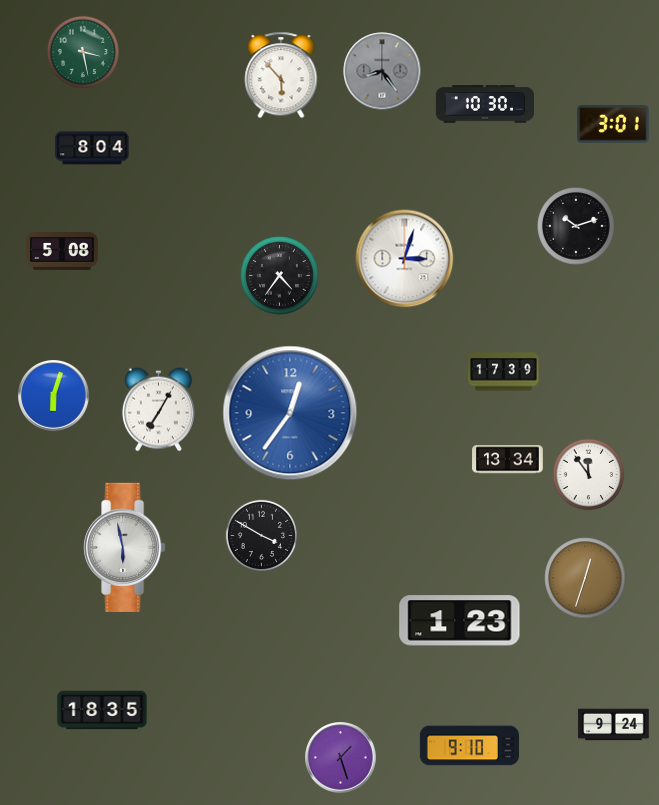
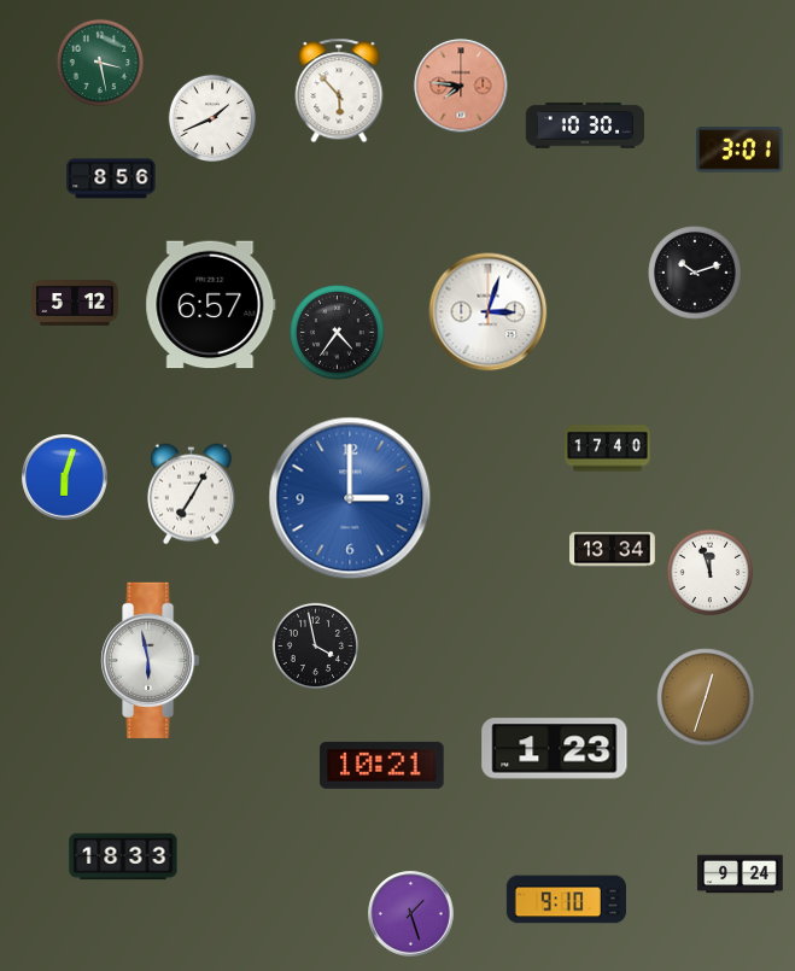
clock at (382, 71): 8:24 -> 7:46
clock at (382, 71) dial: grey -> salmon
clock at (211, 117): none -> 1:41
clock at (92, 148): 8:04 -> 8:56
clock at (62, 252): 5:08 -> 5:12
clock at (211, 305): none -> 6:57
clock at (504, 372): 17:39 -> 17:40
clock at (290, 413): 12:36 -> 3:00
clock at (508, 460) position: (508, 460) -> (613, 550)
clock at (589, 475): 11:54 -> 11:57
clock at (262, 536): 3:50 -> 3:58
clock at (382, 765): none -> 10:21
clock at (102, 710): 18:35 -> 18:33
